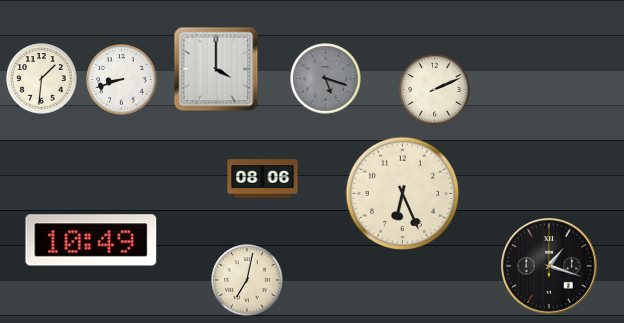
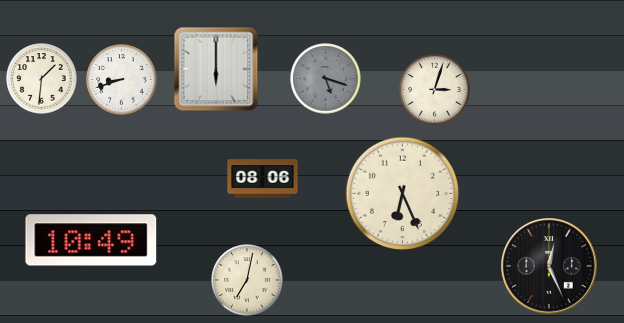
clock at (216, 69): 4:00 -> 6:00
clock at (435, 90): 2:11 -> 3:03
clock at (550, 267): 1:18 -> 12:26
